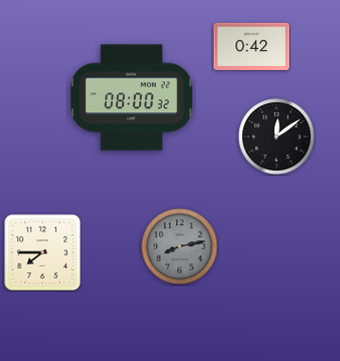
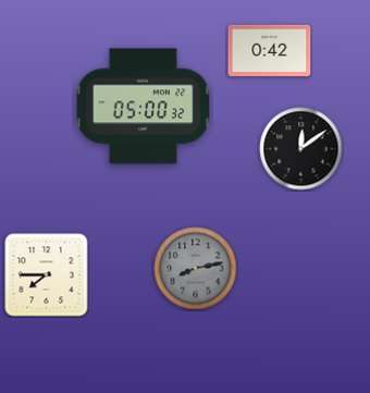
clock at (252, 46) position: (252, 46) -> (270, 50)
clock at (131, 98): 08:00 -> 05:00
